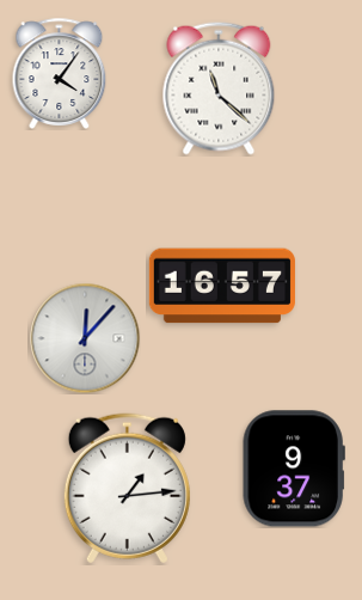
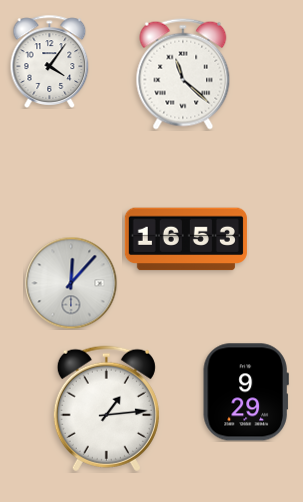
clock at (222, 286): 16:57 -> 16:53
clock at (294, 469): 9:37 -> 9:29
